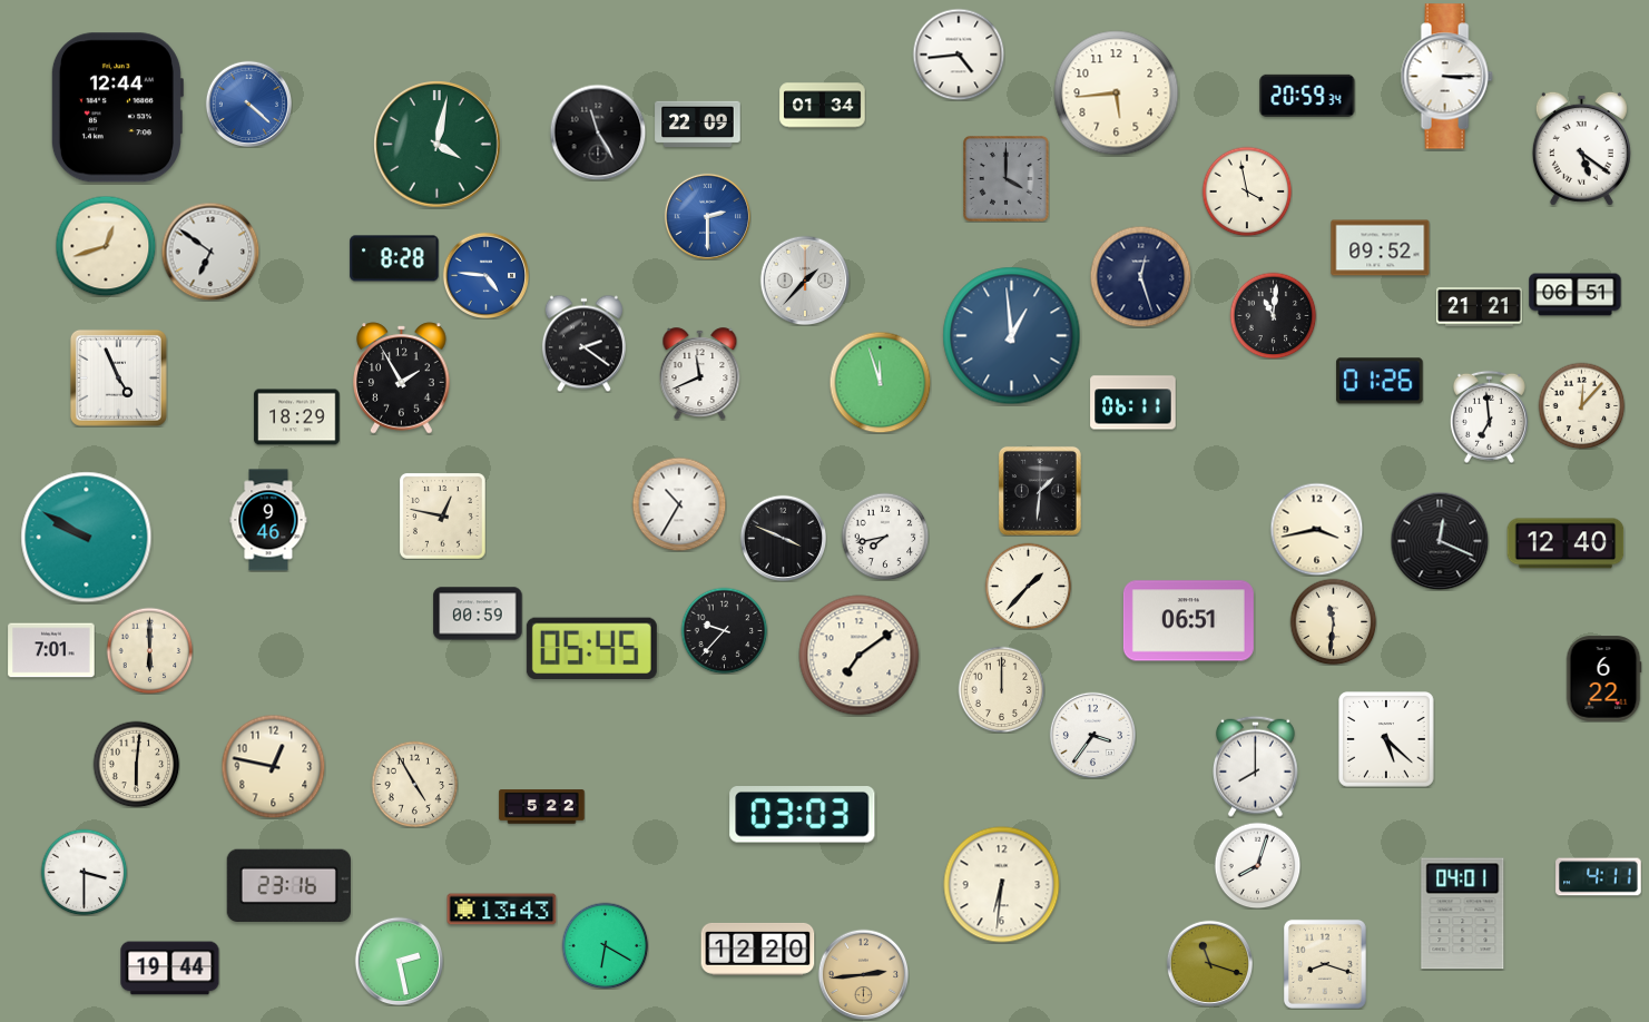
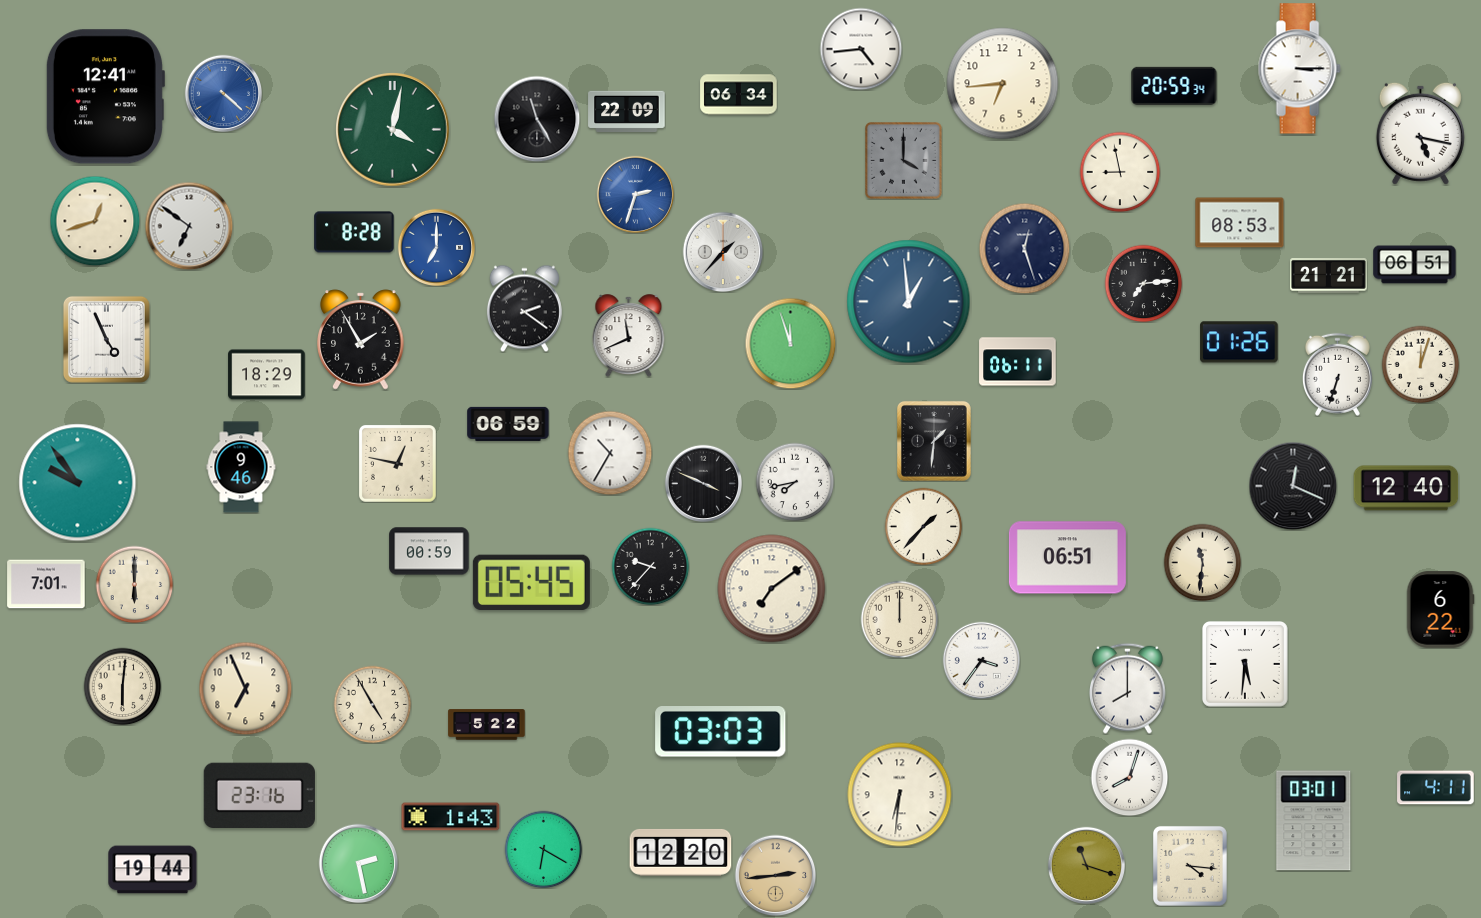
clock at (1117, 94): 5:44 -> 6:44
clock at (823, 106): 01:34 -> 06:34
clock at (117, 108): 12:44 -> 12:41
clock at (1581, 148): 5:21 -> 5:17
clock at (1247, 191): 3:58 -> 8:58
clock at (707, 216): 2:30 -> 2:33
clock at (1381, 248): 09:52 -> 08:53
clock at (485, 275): 4:46 -> 7:00
clock at (1273, 315): 11:01 -> 7:14
clock at (1581, 405): 12:07 -> 12:03
clock at (1489, 416): 6:59 -> 6:33
clock at (508, 424): none -> 06:59
clock at (1316, 529): 3:43 -> none
clock at (87, 538): 9:50 -> 9:54
clock at (1333, 621) position: (1333, 621) -> (1202, 562)
clock at (1387, 740): 5:22 -> 5:31
clock at (273, 766): 12:47 -> 6:56
clock at (84, 872): 3:30 -> none
clock at (502, 910): 13:43 -> 1:43
clock at (1463, 914): 04:01 -> 03:01
clock at (1325, 964): 8:18 -> 4:16
